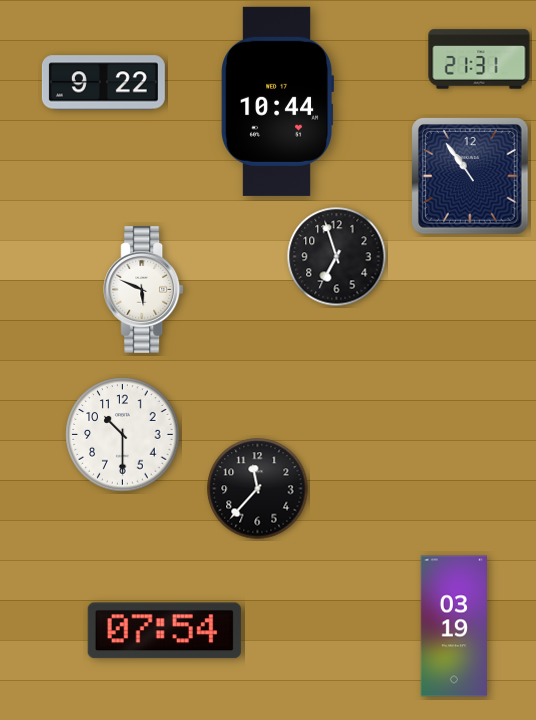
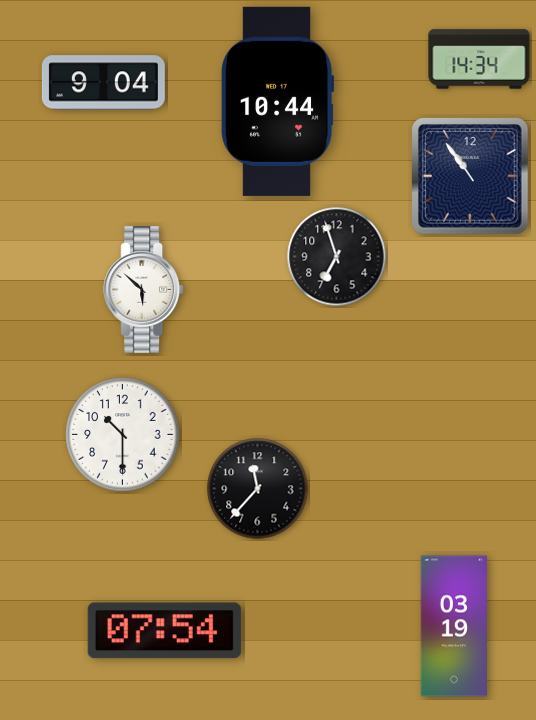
clock at (479, 59): 21:31 -> 14:34
clock at (103, 83): 9:22 -> 9:04
clock at (144, 290): 5:49 -> 5:52
